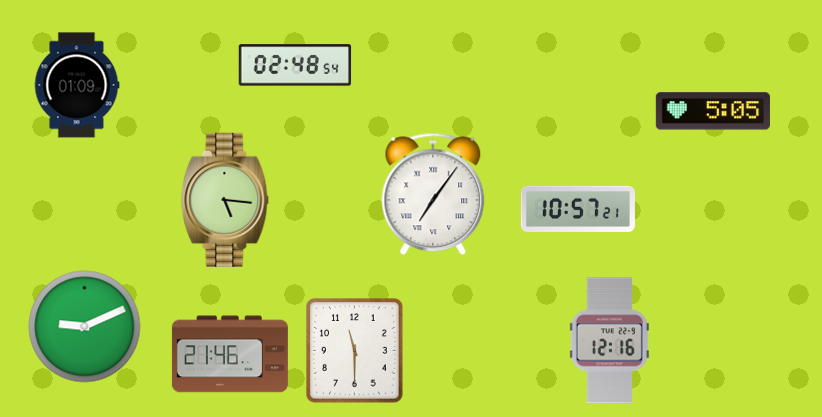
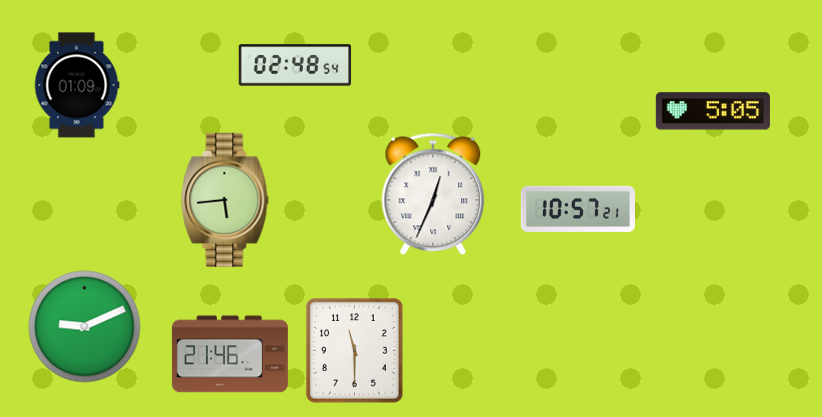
clock at (433, 194): 7:06 -> 12:34
clock at (225, 200): 5:16 -> 5:44
clock at (609, 341): 12:16 -> none
